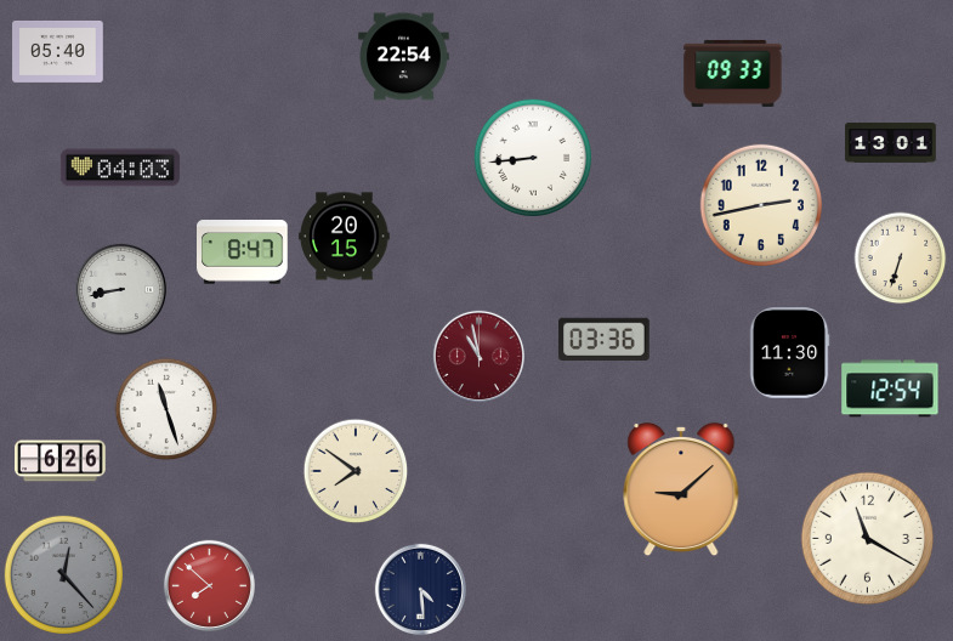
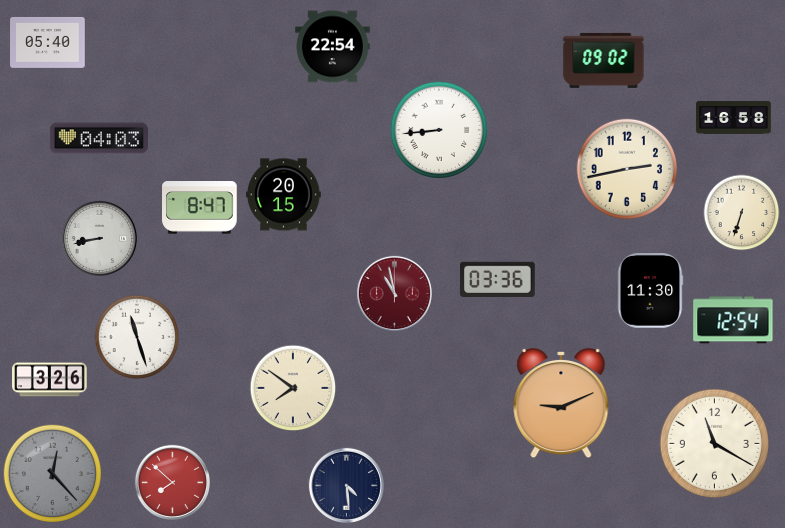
clock at (733, 73): 09:33 -> 09:02
clock at (891, 143): 13:01 -> 16:58
clock at (61, 461): 6:26 -> 3:26
clock at (681, 489): 9:08 -> 9:11
